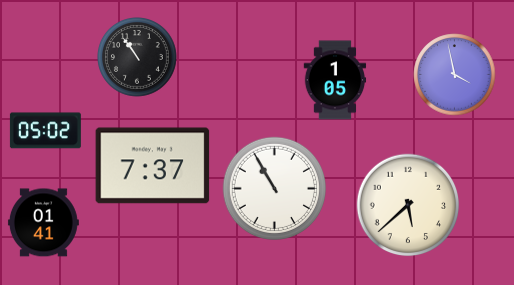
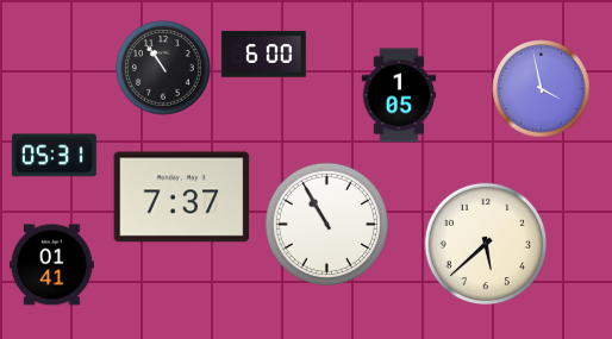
clock at (263, 55): none -> 6:00
clock at (45, 131): 05:02 -> 05:31
